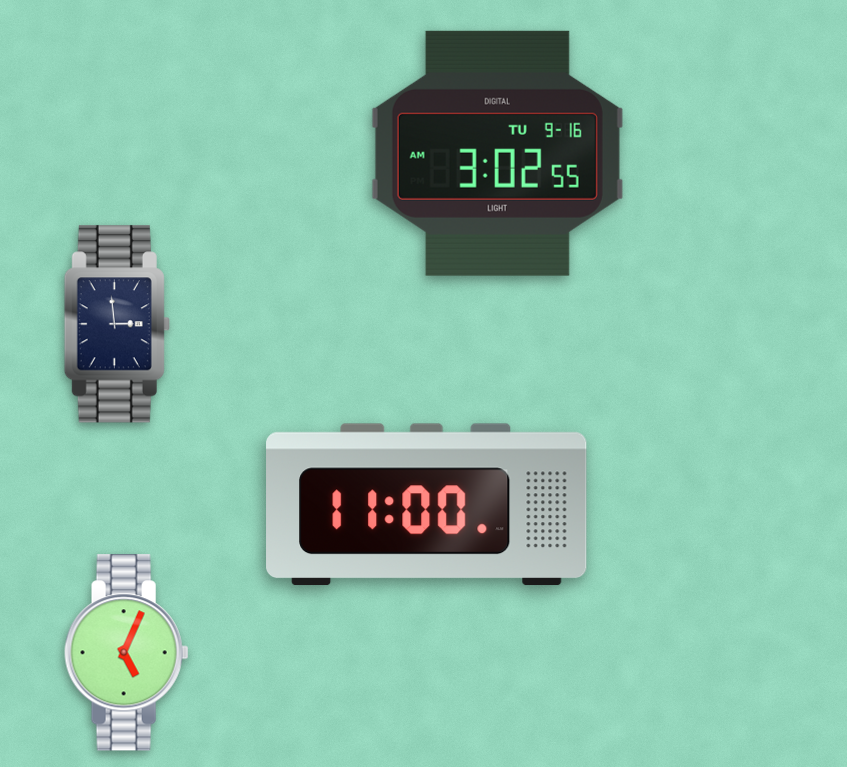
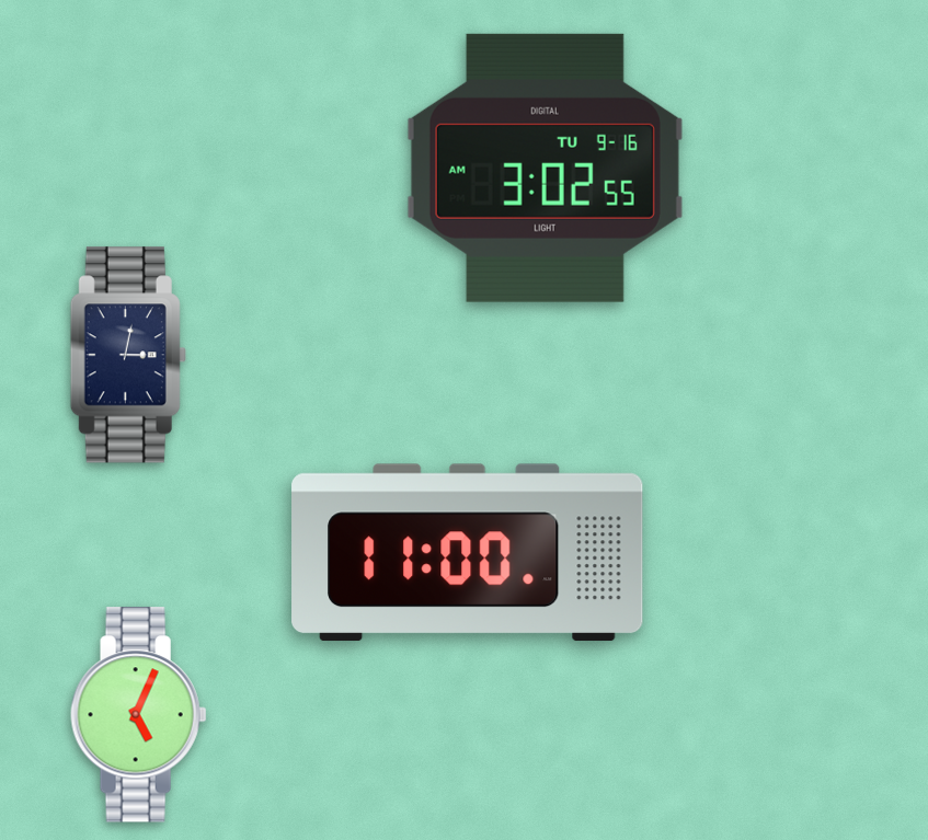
clock at (117, 324): 2:59 -> 3:02
